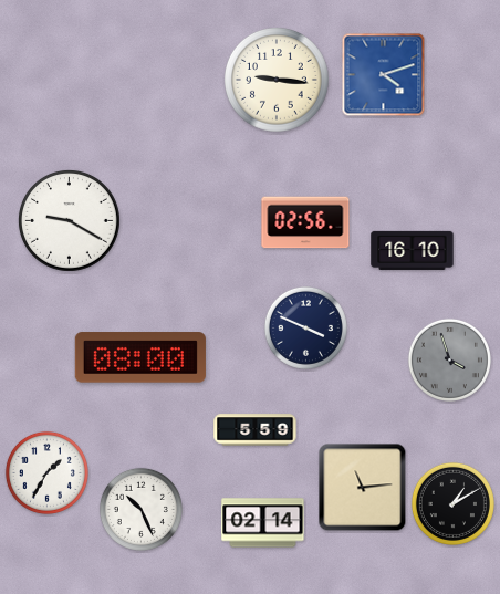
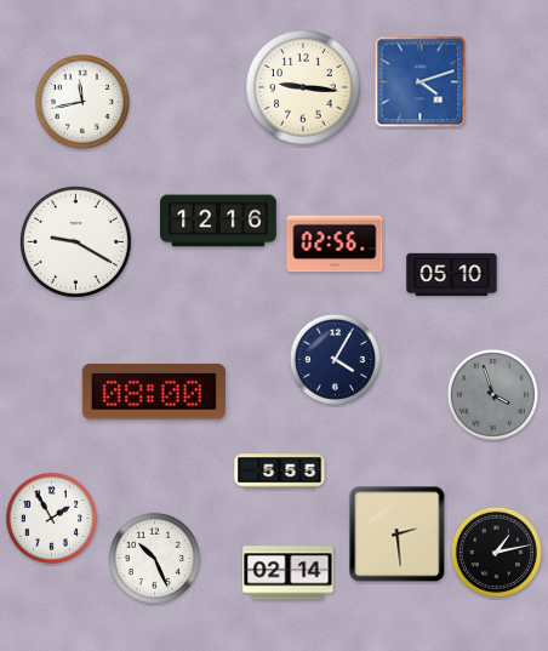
clock at (82, 102): none -> 11:43
clock at (219, 221): none -> 12:16
clock at (413, 250): 16:10 -> 05:10
clock at (305, 327): 3:49 -> 4:05
clock at (256, 430): 5:59 -> 5:55
clock at (46, 472): 1:35 -> 1:55
clock at (363, 488): 11:14 -> 2:29
clock at (452, 503): 1:10 -> 1:13
